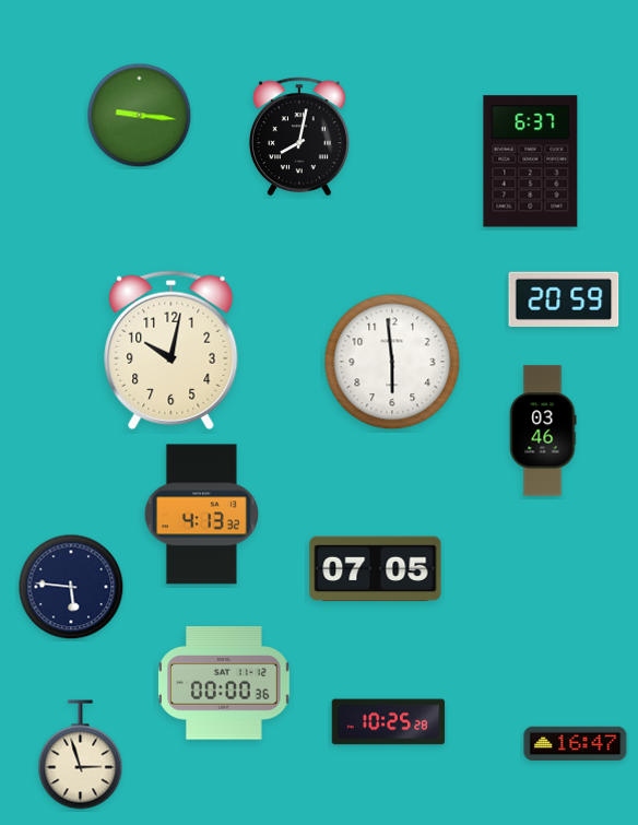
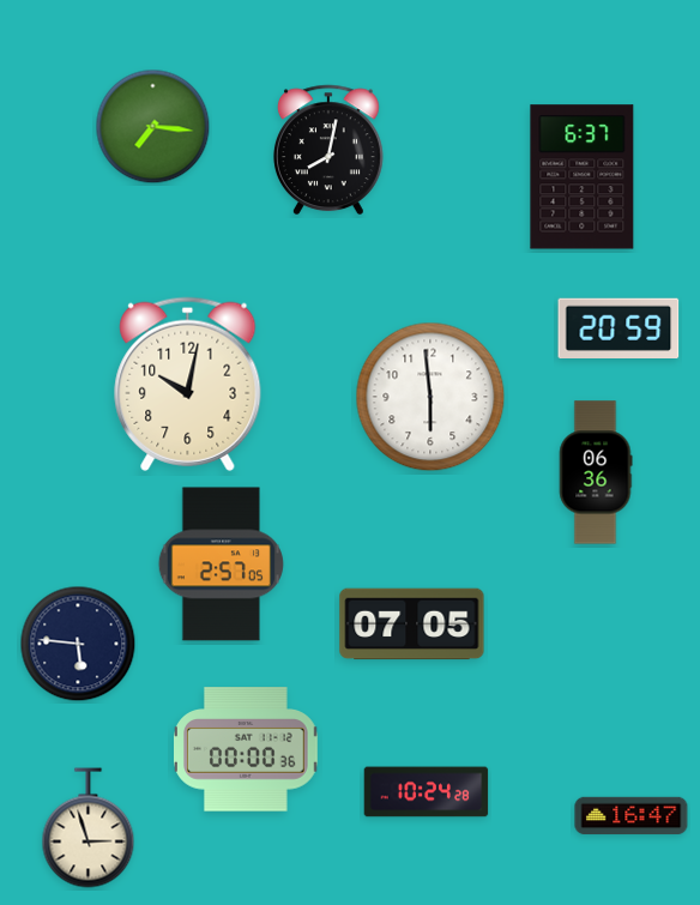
clock at (140, 116): 9:16 -> 7:16
clock at (543, 431): 03:46 -> 06:36
clock at (201, 515): 4:13 -> 2:57
clock at (389, 722): 10:25 -> 10:24
